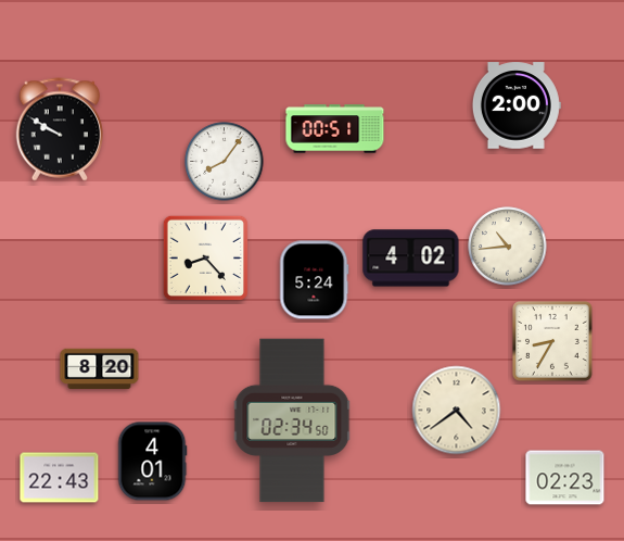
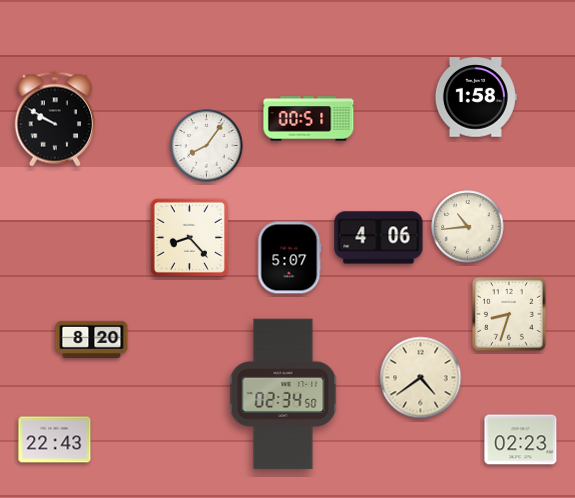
clock at (517, 105): 2:00 -> 1:58
clock at (225, 162) position: (225, 162) -> (207, 146)
clock at (411, 259): 4:02 -> 4:06
clock at (314, 280): 5:24 -> 5:07
clock at (553, 342): 8:35 -> 8:33
clock at (292, 420) position: (292, 420) -> (283, 394)
clock at (152, 462): 4:01 -> none
